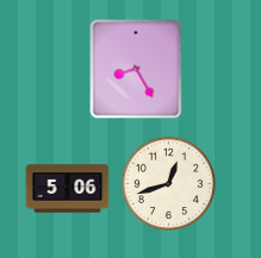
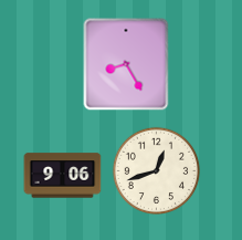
clock at (68, 189): 5:06 -> 9:06
